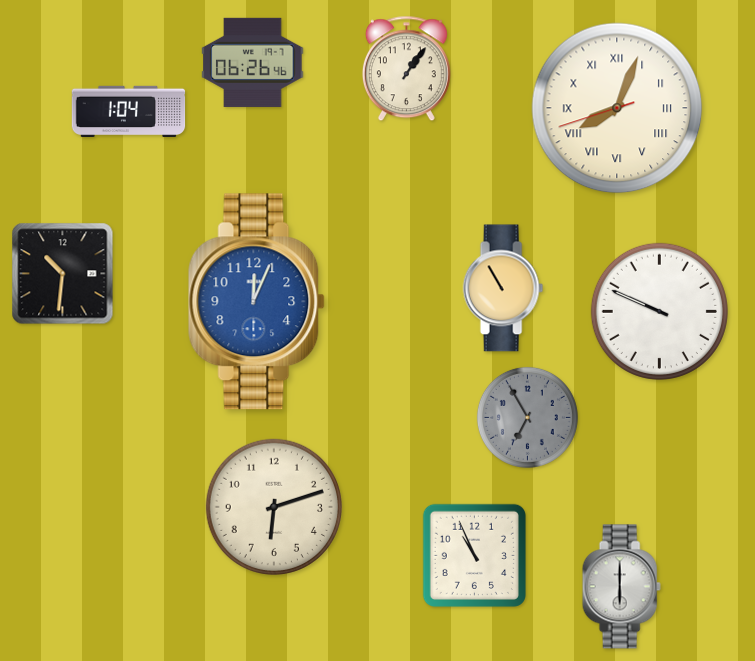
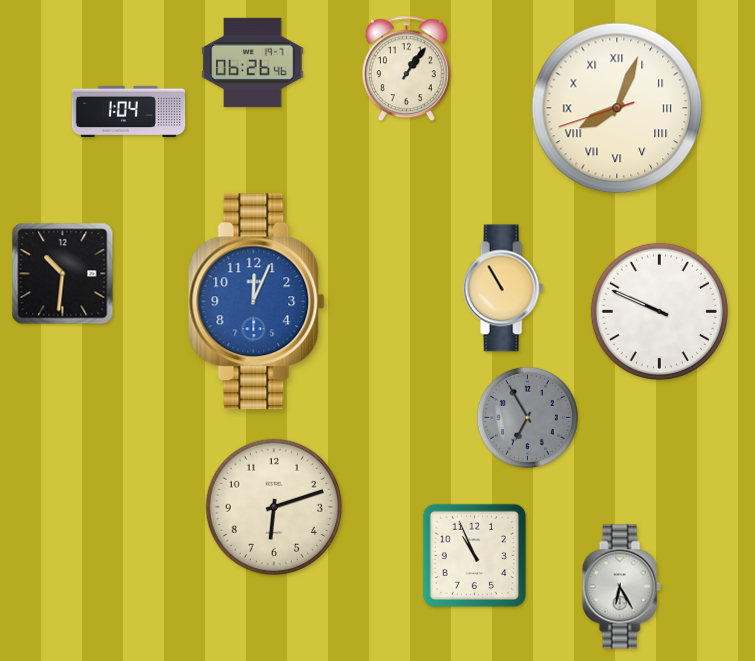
clock at (621, 587): 6:00 -> 6:25
